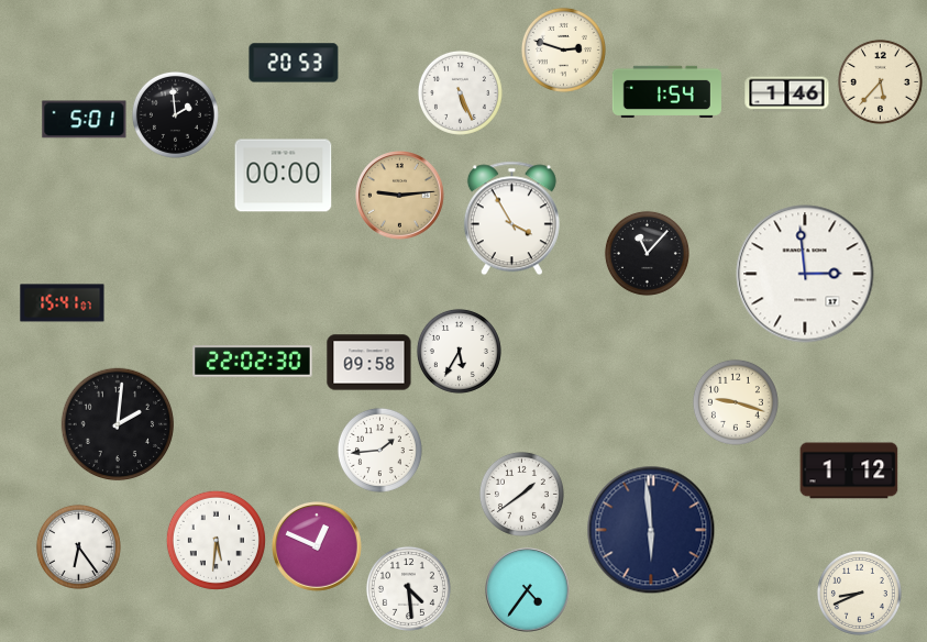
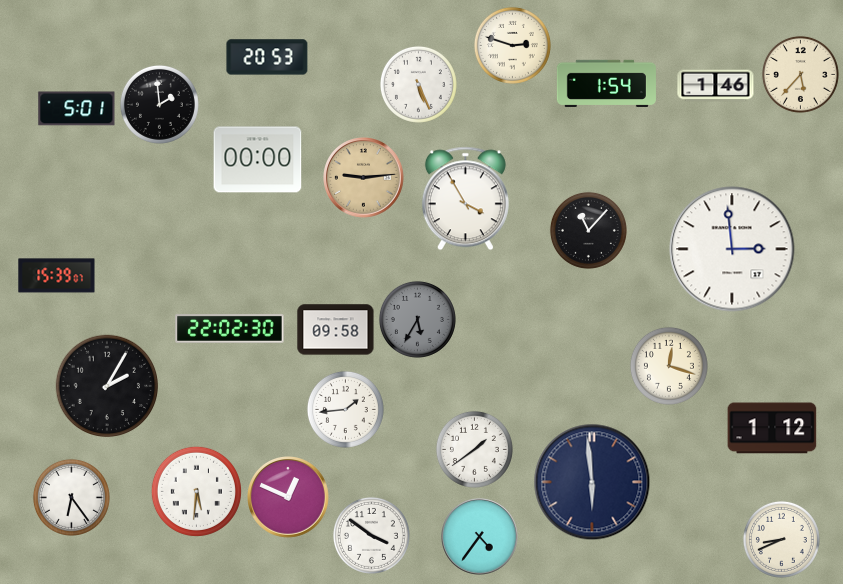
clock at (63, 303): 15:41 -> 15:39
clock at (459, 351) dial: white -> grey
clock at (736, 402): 9:18 -> 12:18
clock at (118, 424): 2:01 -> 2:05
clock at (408, 588): 4:29 -> 3:51
